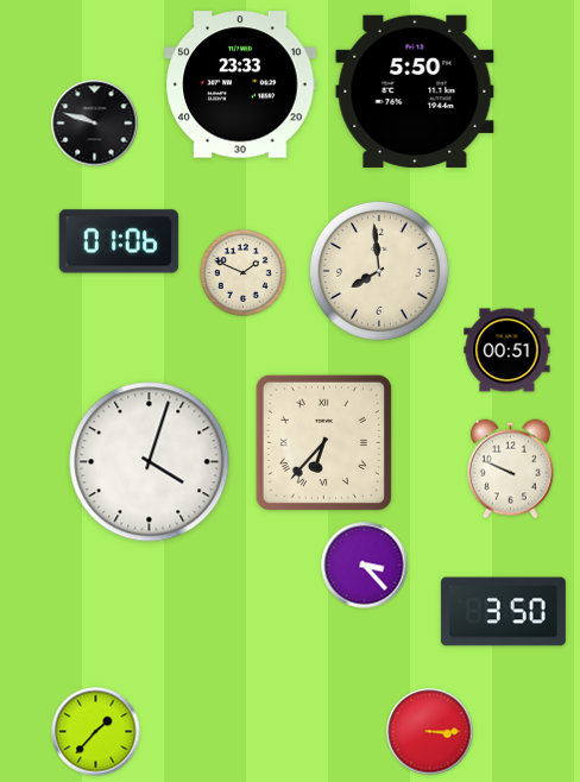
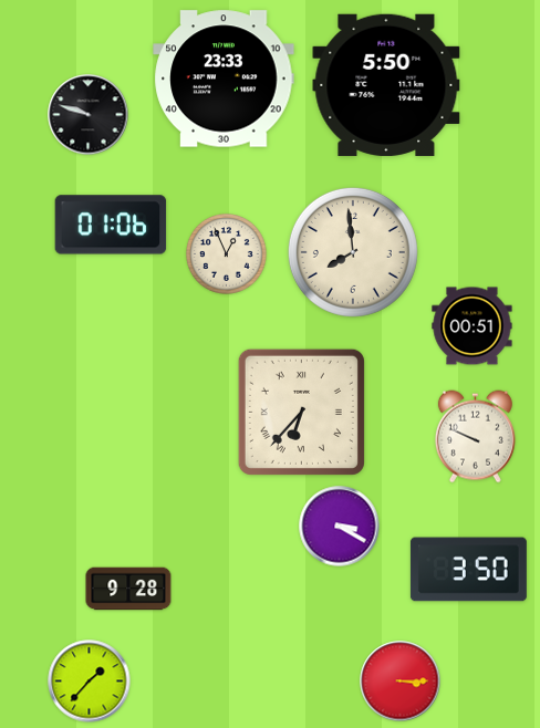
clock at (244, 273): 1:49 -> 12:56
clock at (150, 462): 4:03 -> none
clock at (365, 566): 3:23 -> 3:20
clock at (128, 589): none -> 9:28
